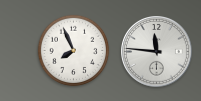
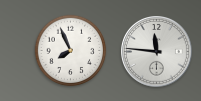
clock at (74, 51) position: (74, 51) -> (71, 51)
